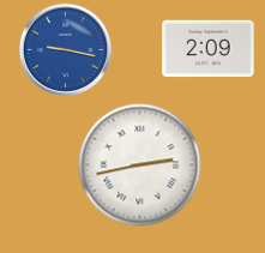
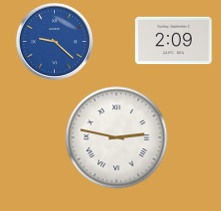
clock at (65, 49): 9:17 -> 9:22
clock at (140, 165): 2:43 -> 2:47
